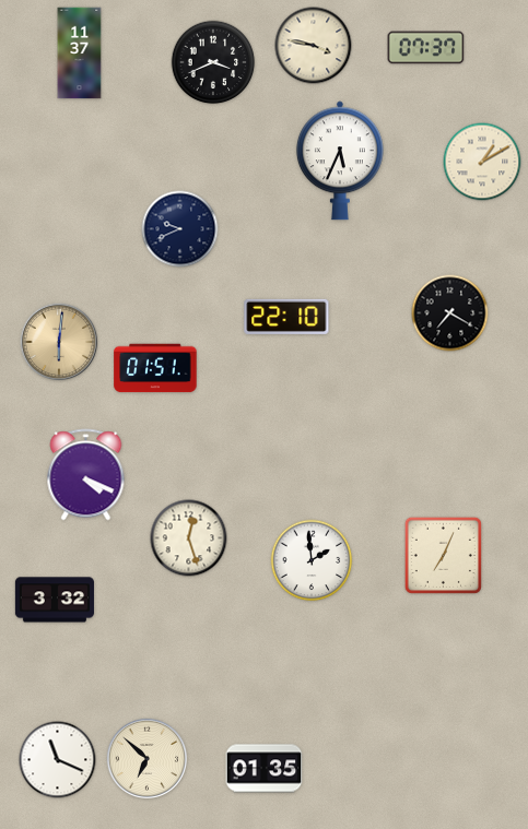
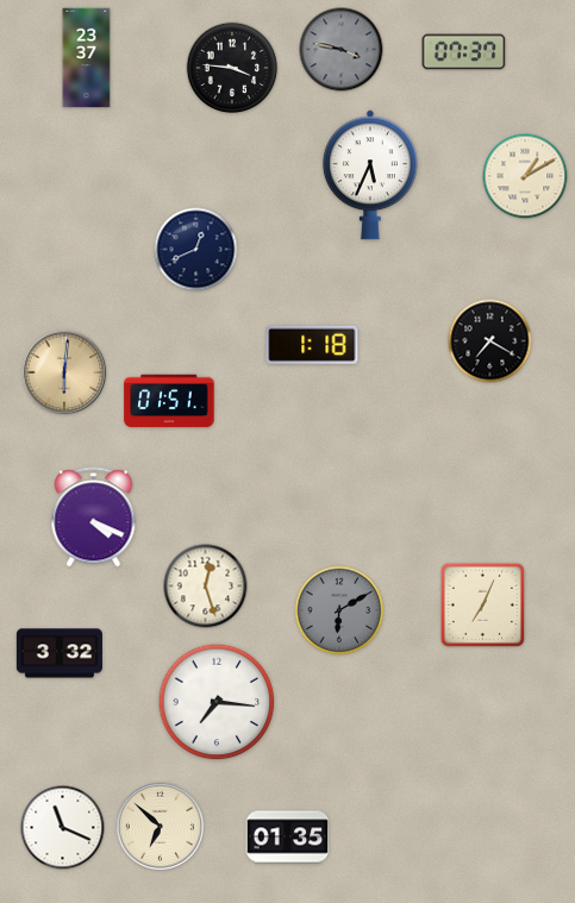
clock at (314, 46) dial: cream -> grey
clock at (80, 54): 11:37 -> 23:37
clock at (213, 62): 3:41 -> 3:46
clock at (180, 229): 9:41 -> 12:41
clock at (286, 317): 22:10 -> 1:18
clock at (312, 560): 1:59 -> 6:10
clock at (312, 560) dial: white -> grey
clock at (217, 702): none -> 7:16
